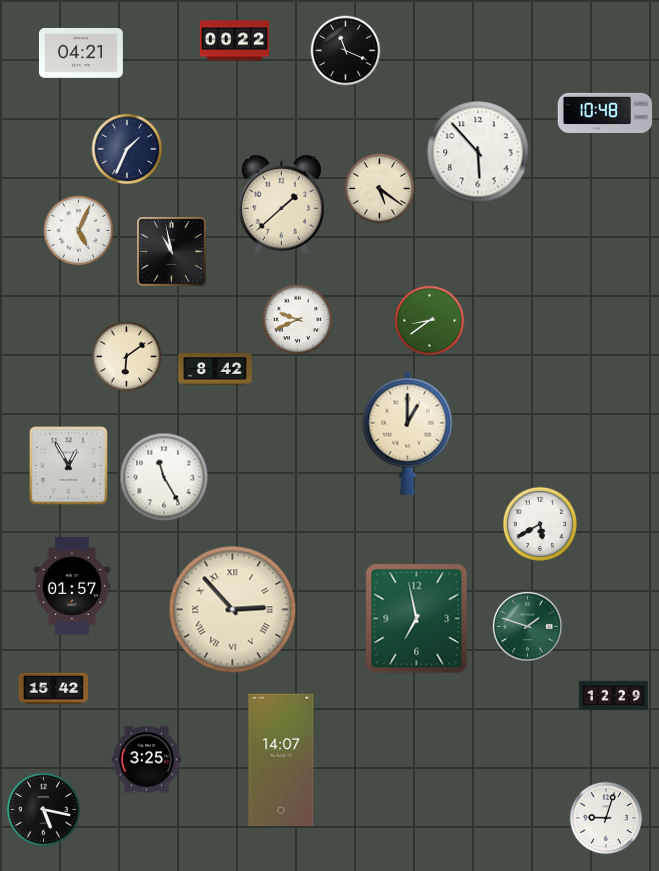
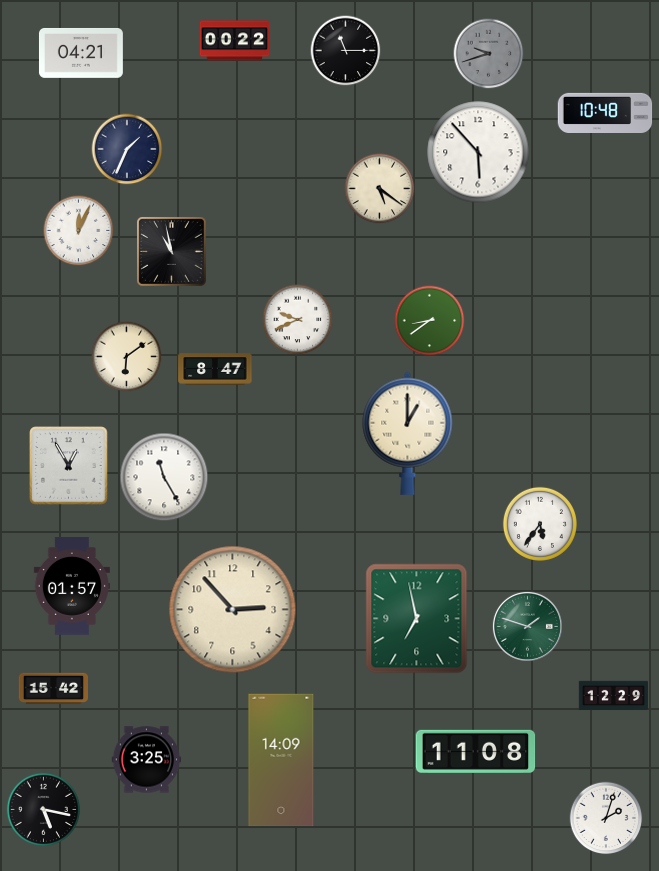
clock at (346, 51): 11:19 -> 11:15
clock at (489, 54): none -> 9:42
clock at (281, 204): 1:38 -> none
clock at (79, 231): 5:04 -> 12:04
clock at (215, 369): 8:42 -> 8:47
clock at (540, 524): 5:40 -> 5:36
clock at (233, 610) numerals: Roman -> Arabic
clock at (476, 751): none -> 11:08
clock at (281, 760): 14:07 -> 14:09
clock at (606, 818): 9:03 -> 2:03
